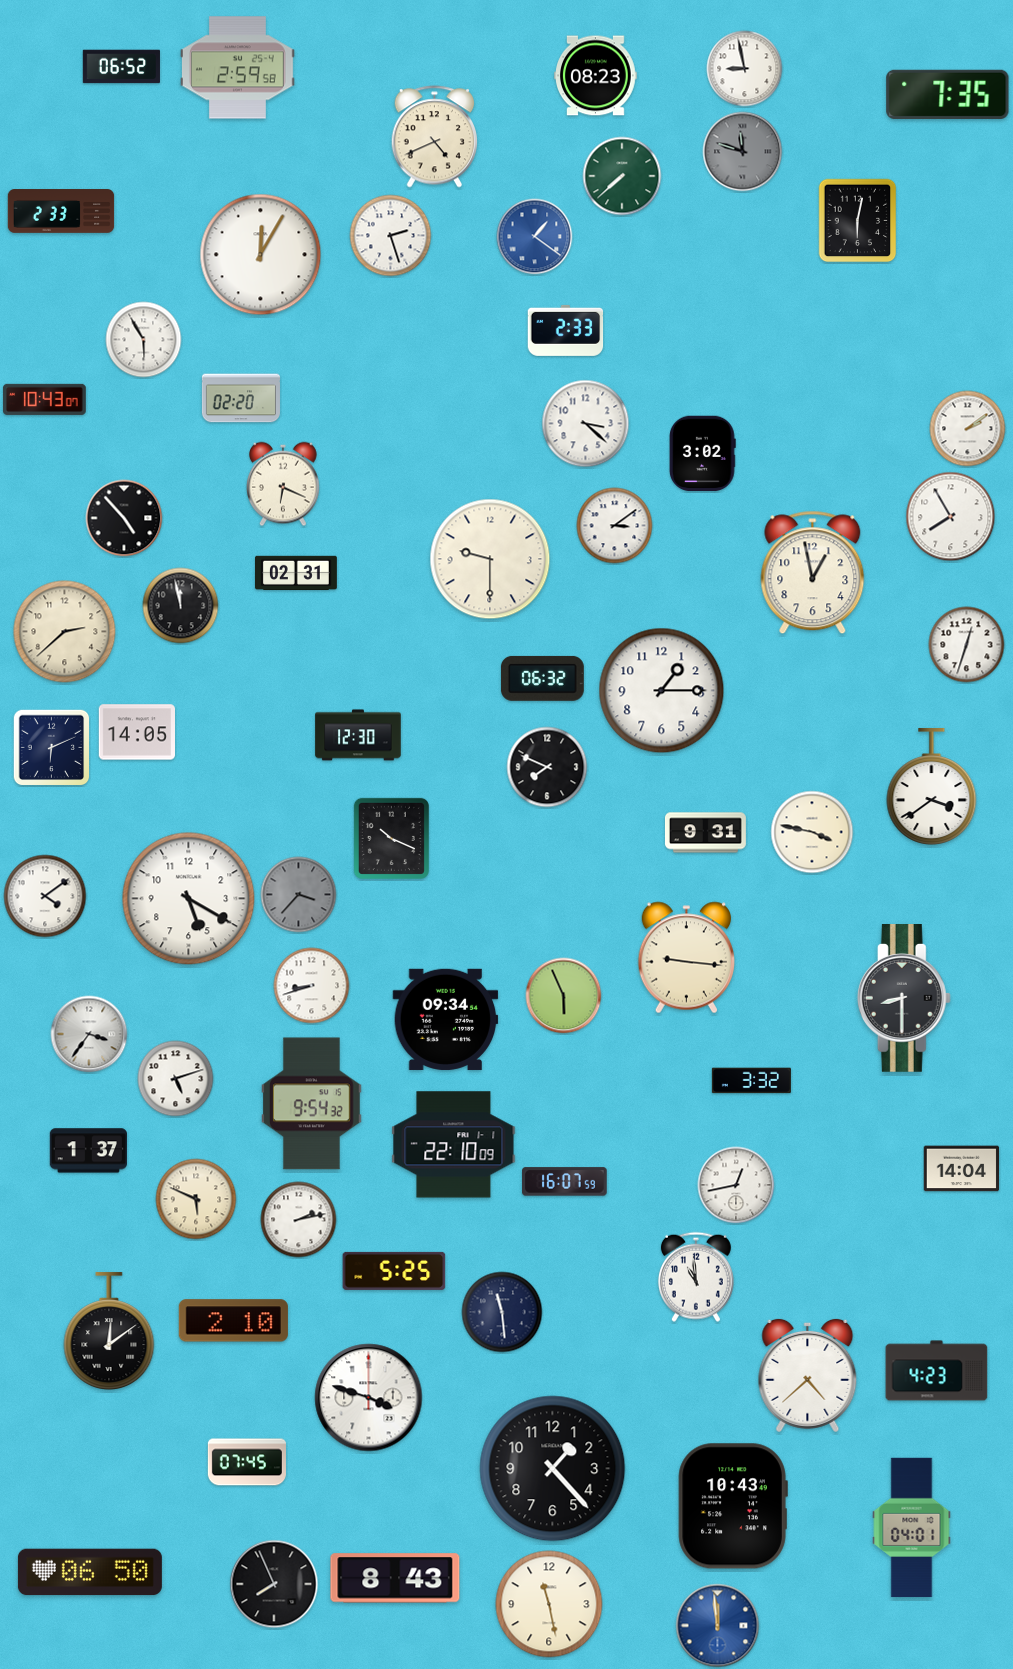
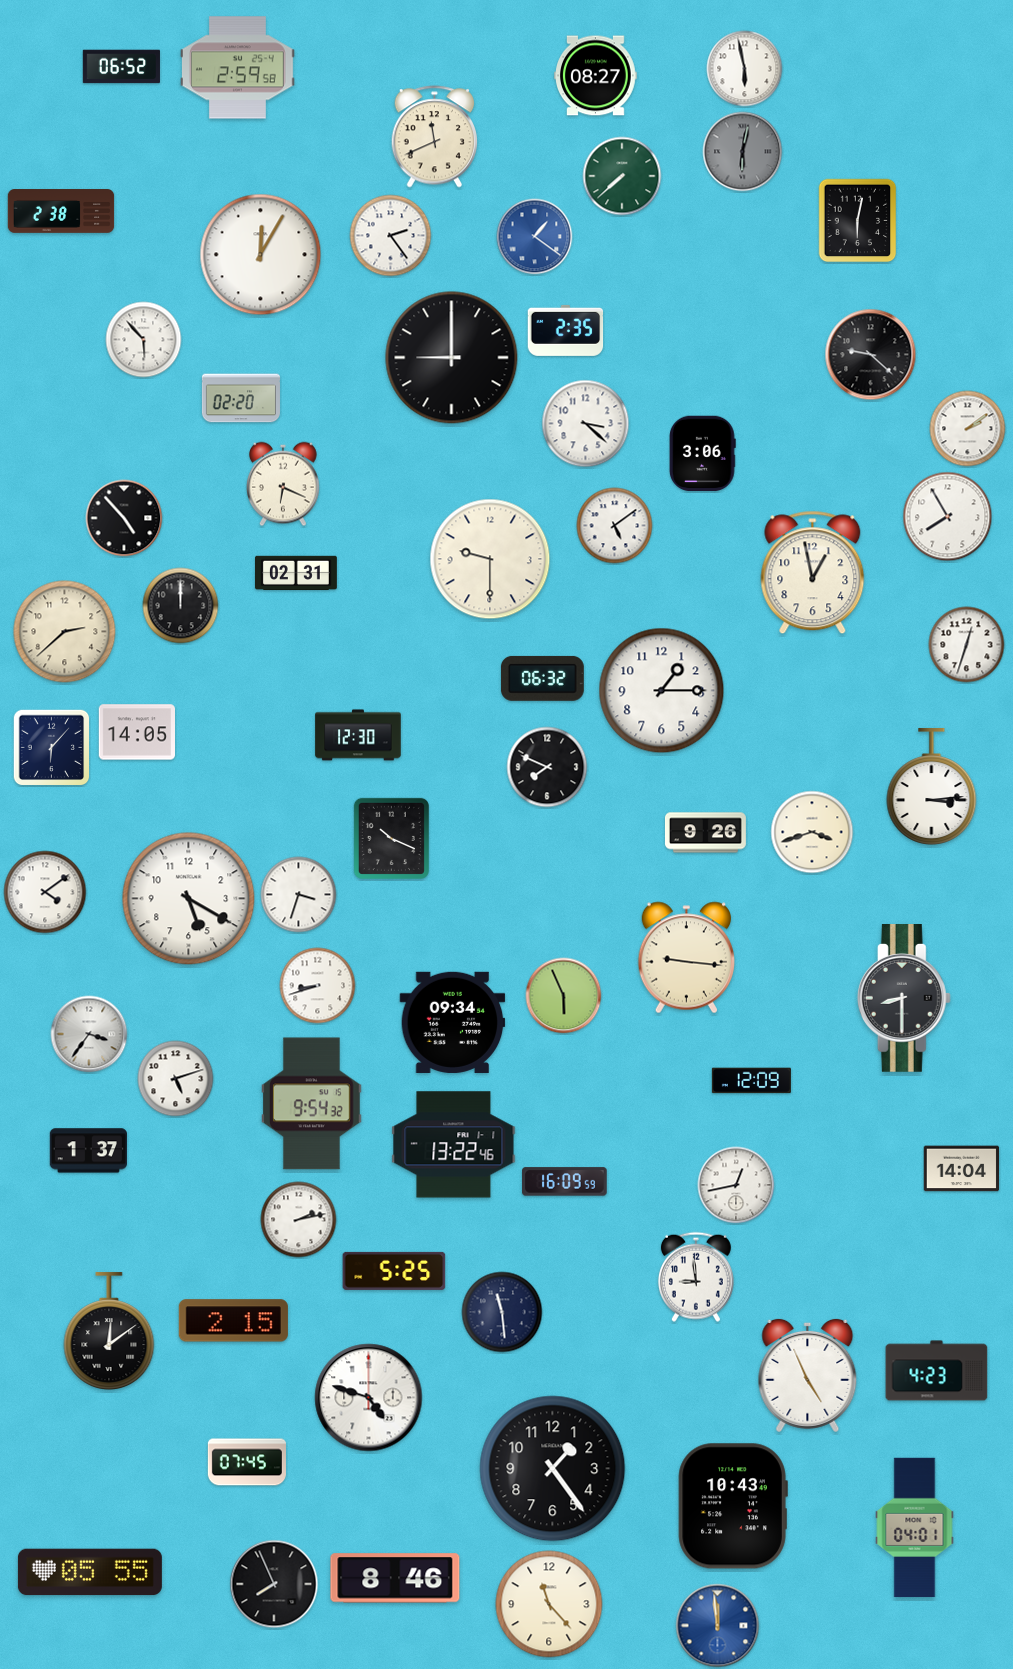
clock at (745, 69): 8:58 -> 5:58
clock at (596, 76): 08:23 -> 08:27
clock at (948, 94): 7:35 -> none
clock at (435, 137): 4:41 -> 11:41
clock at (743, 152): 11:48 -> 6:02
clock at (61, 211): 2:33 -> 2:38
clock at (391, 236): 2:27 -> 2:24
clock at (566, 330): 2:33 -> 2:35
clock at (144, 340): 5:55 -> 5:53
clock at (871, 355): none -> 9:22
clock at (452, 358): none -> 9:00
clock at (45, 399): 10:43 -> none
clock at (703, 454): 3:02 -> 3:06
clock at (951, 517) position: (951, 517) -> (948, 517)
clock at (615, 526): 3:09 -> 5:09
clock at (181, 606): 11:58 -> 12:00
clock at (51, 747): 6:11 -> 6:07
clock at (932, 787): 3:39 -> 3:14
clock at (812, 832): 3:47 -> 3:42
clock at (705, 833): 9:31 -> 9:26
clock at (299, 895): 3:37 -> 3:33
clock at (299, 895) dial: grey -> white
clock at (45, 896) position: (45, 896) -> (45, 892)
clock at (312, 986) position: (312, 986) -> (318, 986)
clock at (446, 1019) position: (446, 1019) -> (453, 1022)
clock at (751, 1081): 3:32 -> 12:09
clock at (454, 1145): 22:10 -> 13:22
clock at (565, 1182): 16:07 -> 16:09
clock at (196, 1199): 5:49 -> none
clock at (696, 1277): 10:59 -> 8:59
clock at (233, 1321): 2:10 -> 2:15
clock at (808, 1375): 4:38 -> 4:56
clock at (369, 1398): 3:48 -> 4:48
clock at (553, 1469): 1:23 -> 1:24
clock at (912, 1528) position: (912, 1528) -> (915, 1528)
clock at (90, 1572): 06:50 -> 05:55
clock at (395, 1578): 8:43 -> 8:46
clock at (549, 1604): 11:28 -> 11:23
